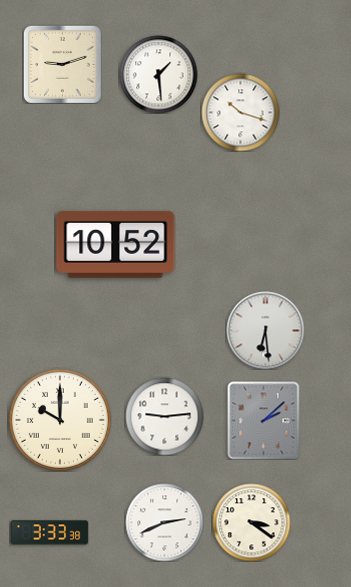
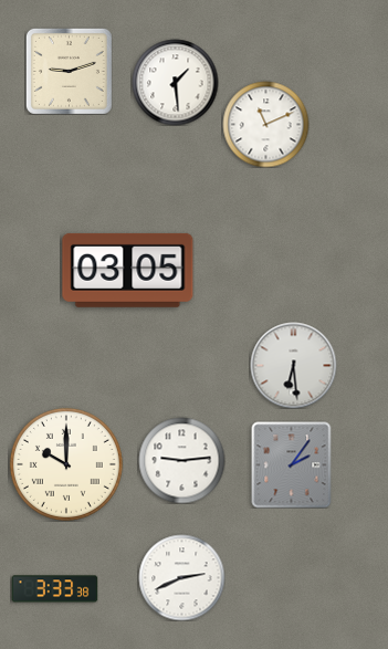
clock at (240, 112): 10:18 -> 11:11
clock at (116, 244): 10:52 -> 03:05
clock at (264, 420): 2:08 -> 2:06
clock at (251, 522): 3:21 -> none
